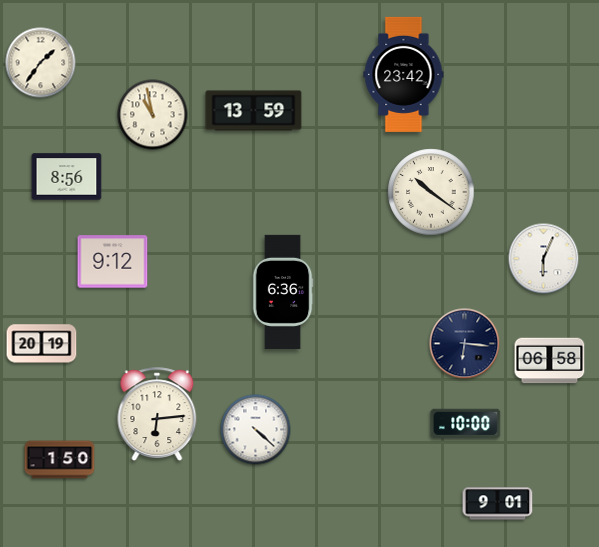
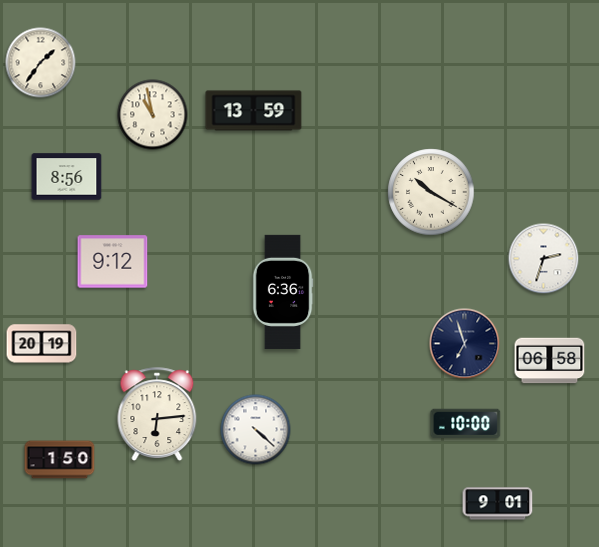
clock at (404, 74): 23:42 -> none
clock at (431, 192): 10:21 -> 10:20
clock at (544, 259): 6:04 -> 2:33
clock at (465, 344): 6:16 -> 6:57
